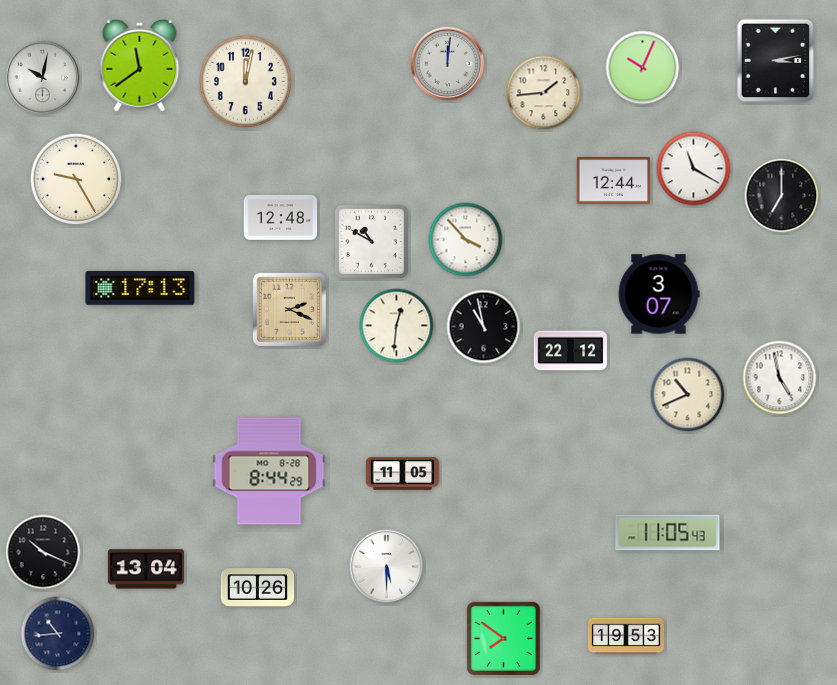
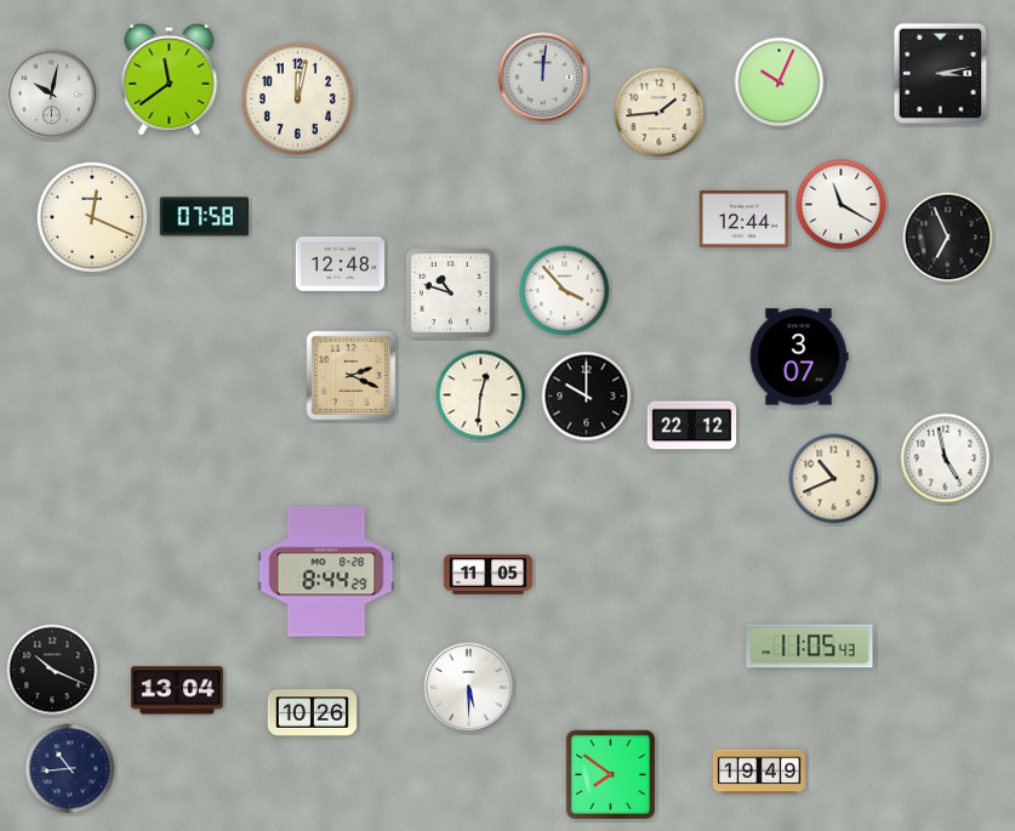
clock at (76, 179): 9:25 -> 12:19
clock at (204, 217): none -> 07:58
clock at (782, 196): 7:00 -> 6:56
clock at (371, 241): 10:50 -> 10:48
clock at (140, 288): 17:13 -> none
clock at (484, 327): 10:58 -> 10:00
clock at (626, 636): 19:53 -> 19:49
